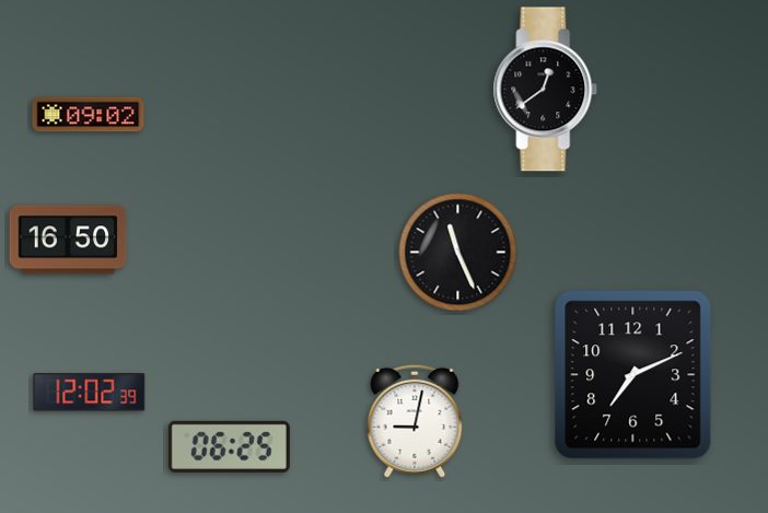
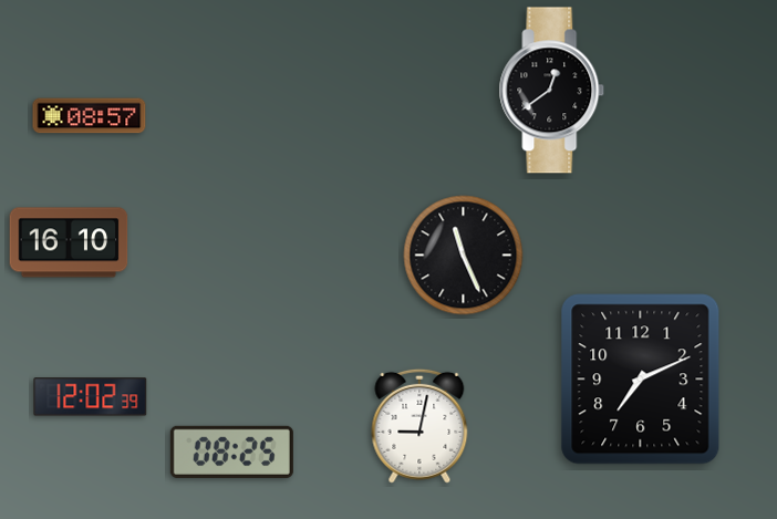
clock at (89, 115): 09:02 -> 08:57
clock at (68, 240): 16:50 -> 16:10
clock at (229, 446): 06:25 -> 08:25
